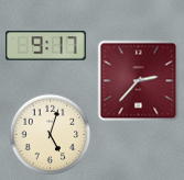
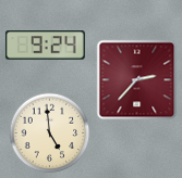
clock at (45, 46): 9:17 -> 9:24
clock at (51, 135): 5:03 -> 4:59
